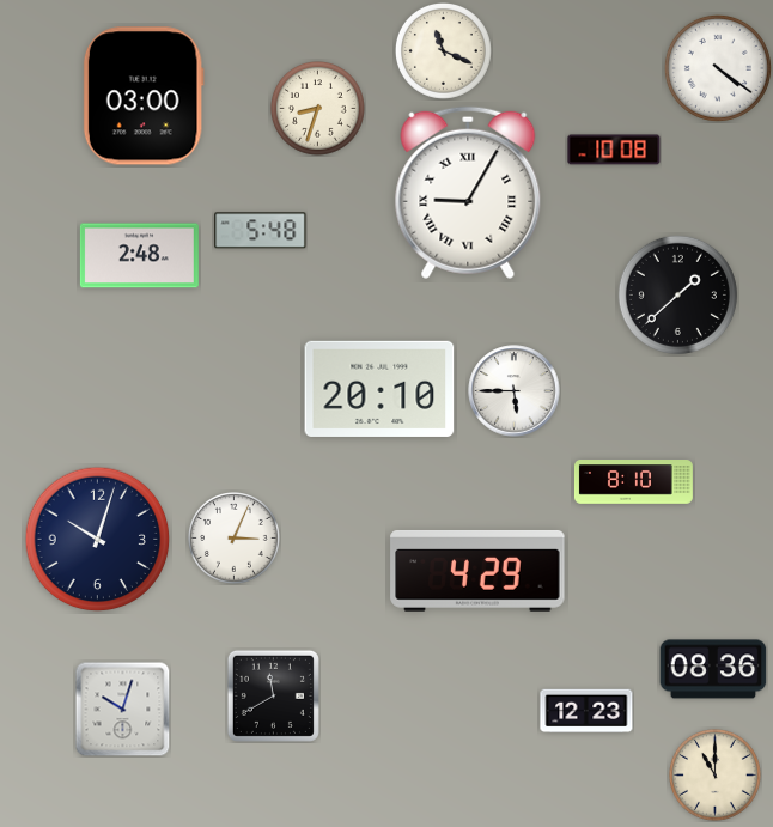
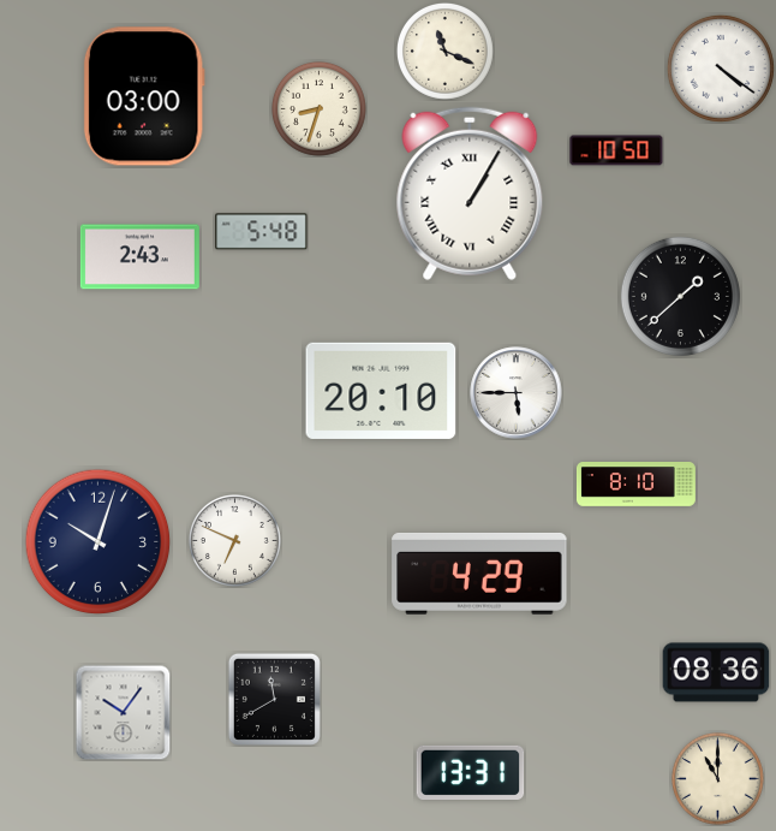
clock at (614, 150): 10:08 -> 10:50
clock at (468, 193): 9:05 -> 1:05
clock at (139, 256): 2:48 -> 2:43
clock at (235, 539): 3:04 -> 6:49
clock at (122, 709): 10:03 -> 10:06
clock at (586, 711): 12:23 -> none
clock at (471, 772): none -> 13:31
